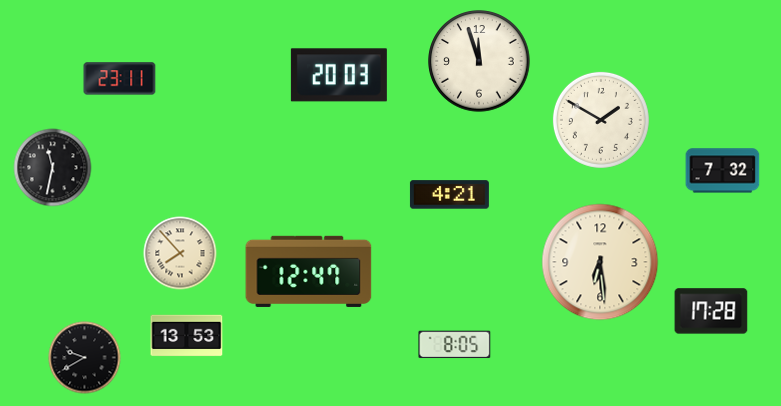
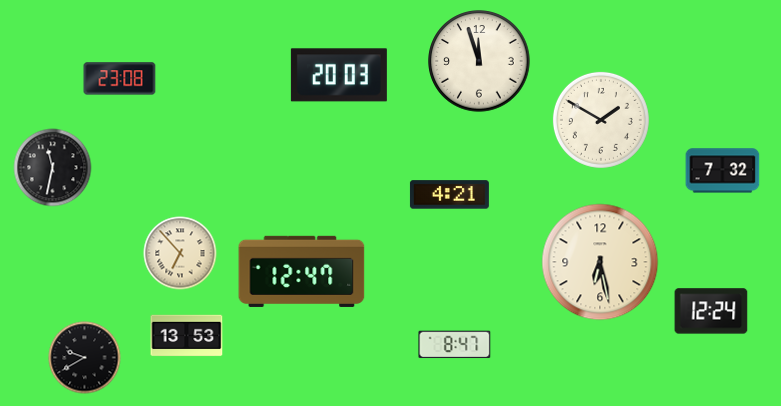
clock at (120, 79): 23:11 -> 23:08
clock at (180, 253): 7:53 -> 6:53
clock at (600, 262): 6:29 -> 6:28
clock at (309, 271) position: (309, 271) -> (302, 271)
clock at (711, 311): 17:28 -> 12:24
clock at (455, 345): 8:05 -> 8:47
